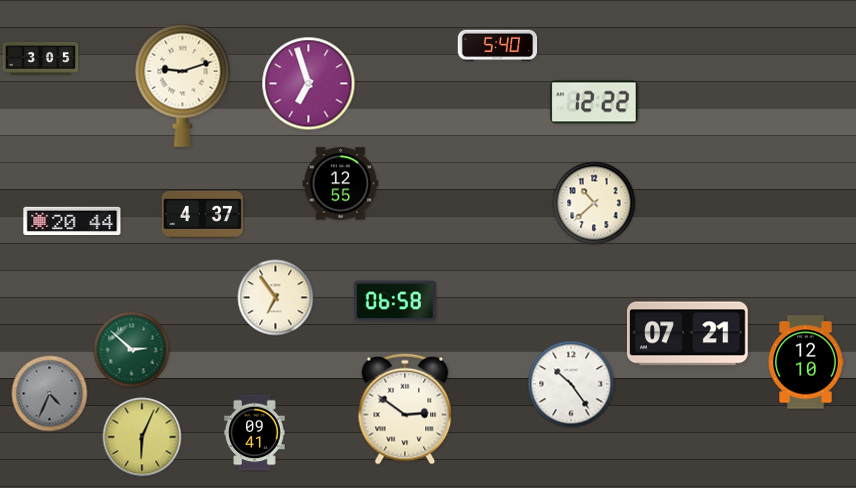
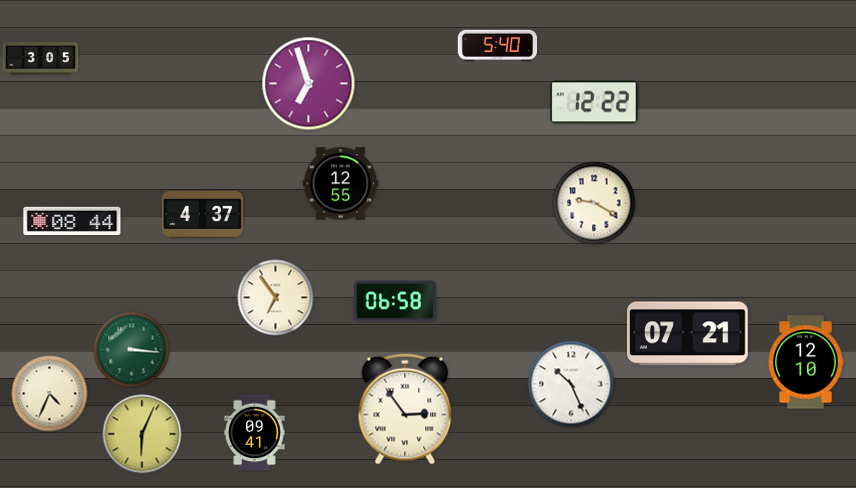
clock at (183, 85): 9:12 -> none
clock at (594, 203): 10:38 -> 9:20
clock at (72, 220): 20:44 -> 08:44
clock at (132, 350): 2:52 -> 3:16
clock at (571, 384): 10:24 -> 10:26
clock at (50, 394) dial: grey -> cream
clock at (405, 409): 2:51 -> 2:54
clock at (142, 437) position: (142, 437) -> (142, 434)
